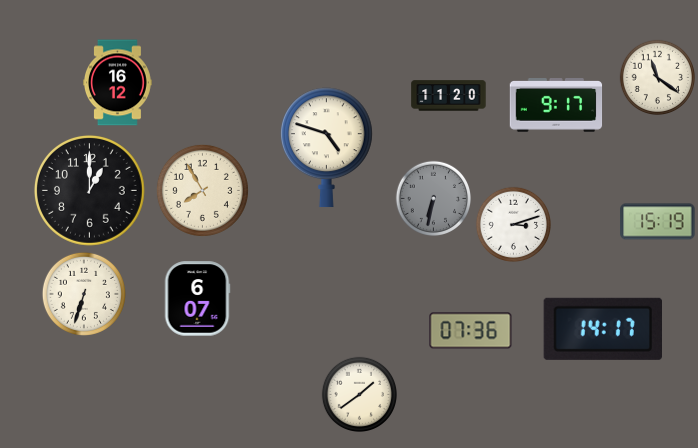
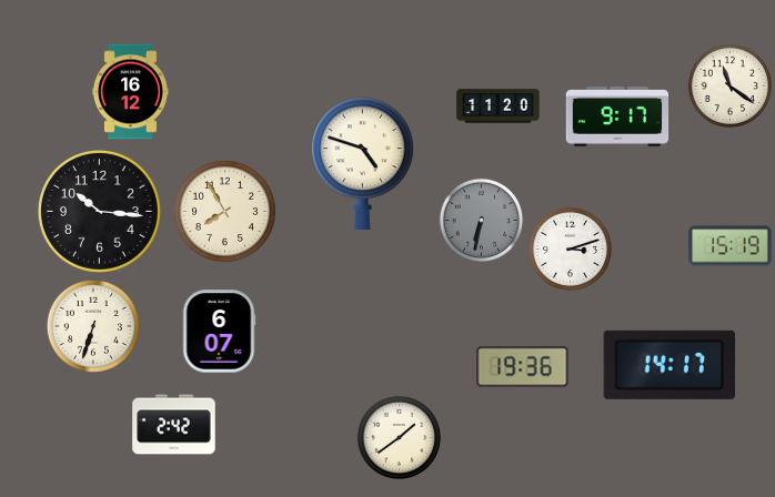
clock at (89, 190): 1:00 -> 10:16
clock at (471, 331): 07:36 -> 19:36
clock at (174, 425): none -> 2:42
